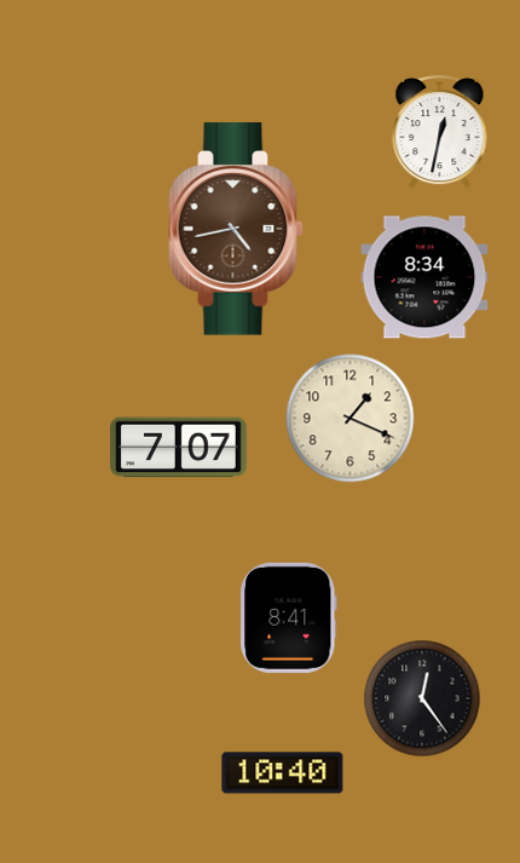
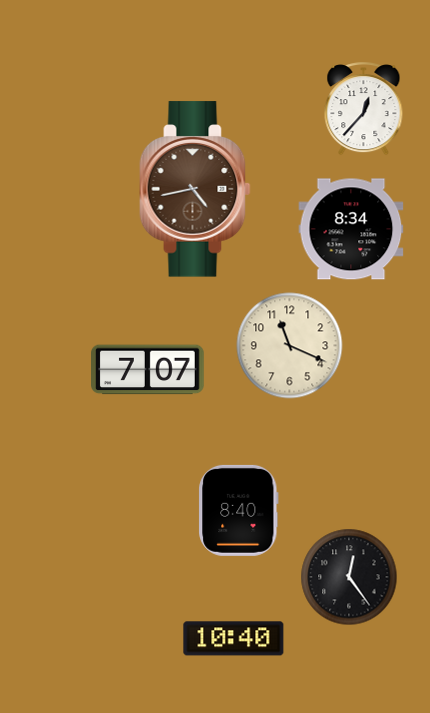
clock at (440, 132): 12:32 -> 12:37
clock at (351, 419): 1:19 -> 11:19
clock at (289, 617): 8:41 -> 8:40
